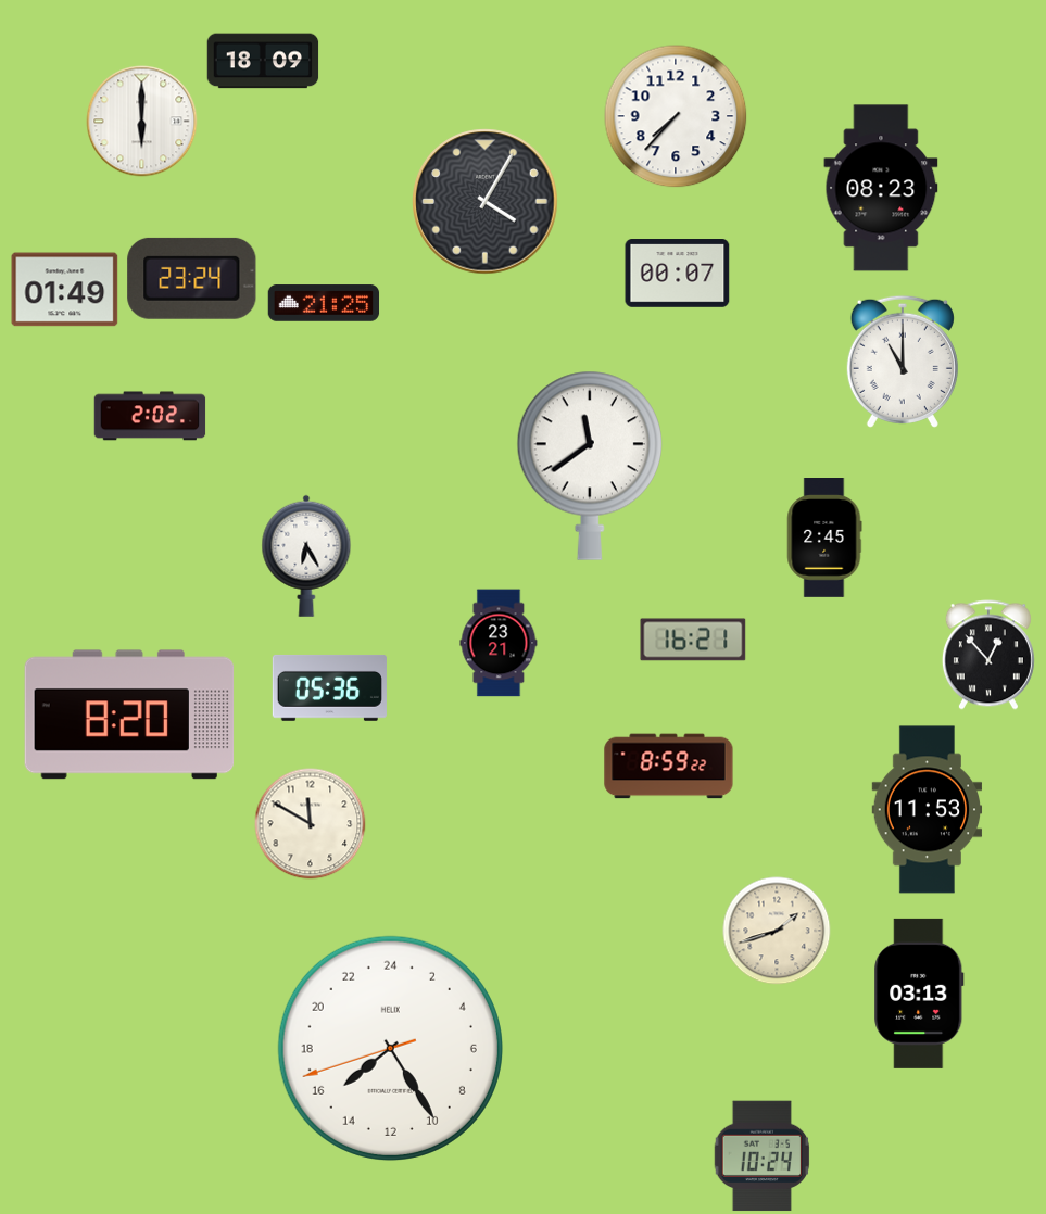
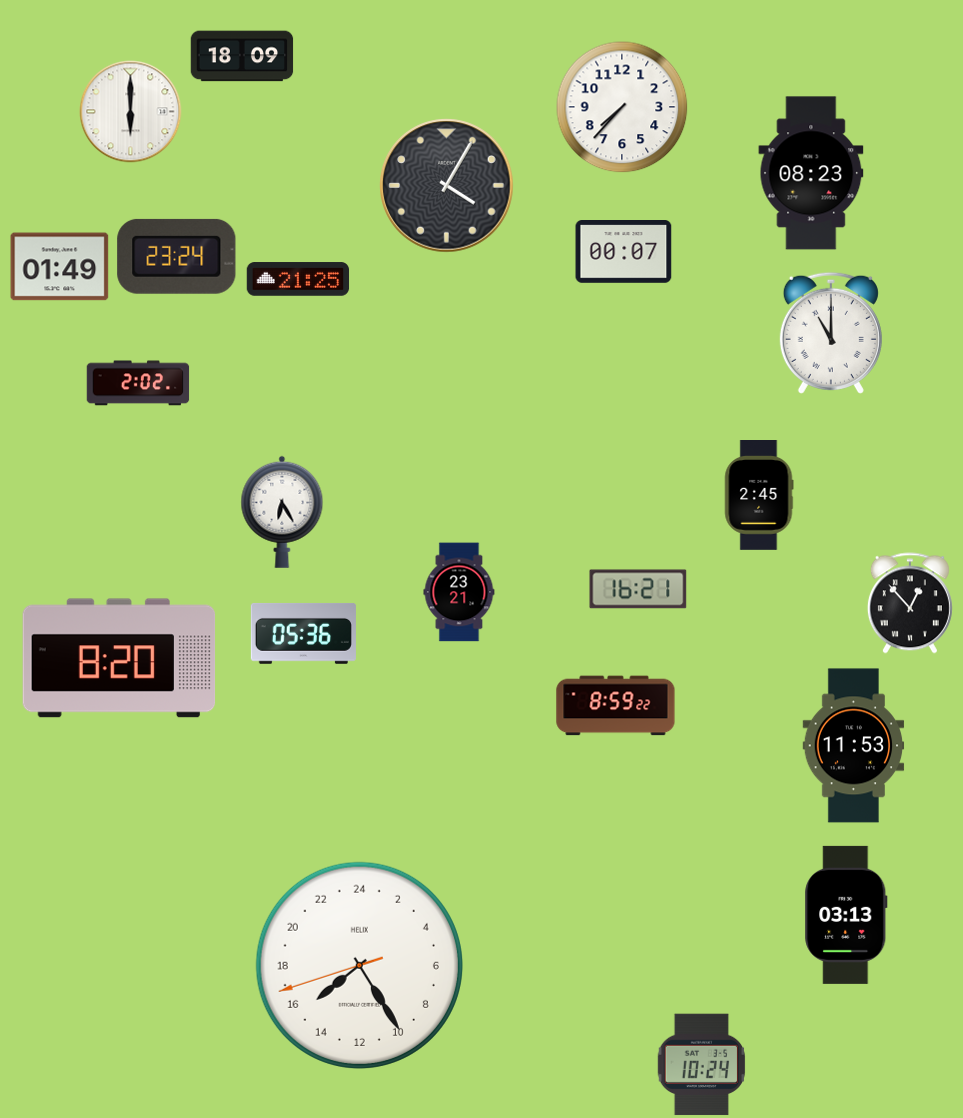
clock at (590, 466): 11:39 -> none
clock at (311, 824): 11:50 -> none
clock at (777, 931): 1:42 -> none
